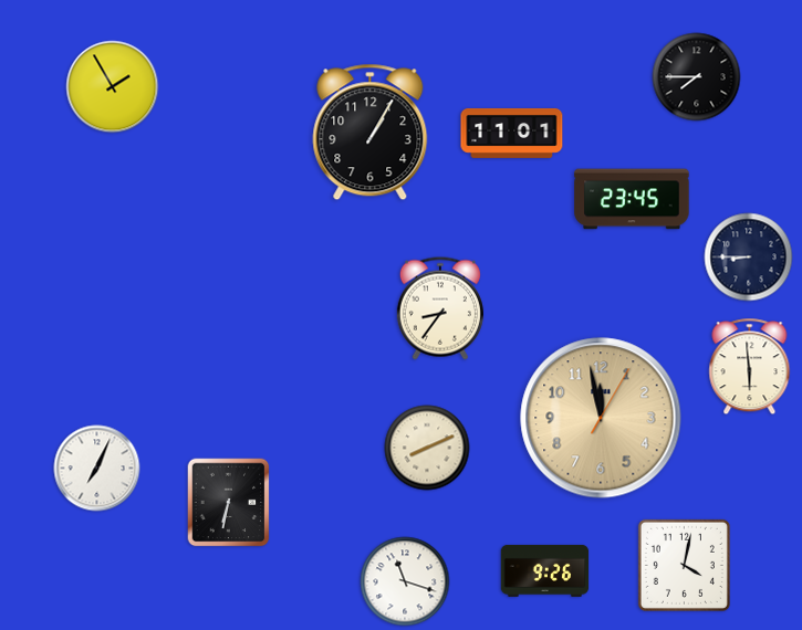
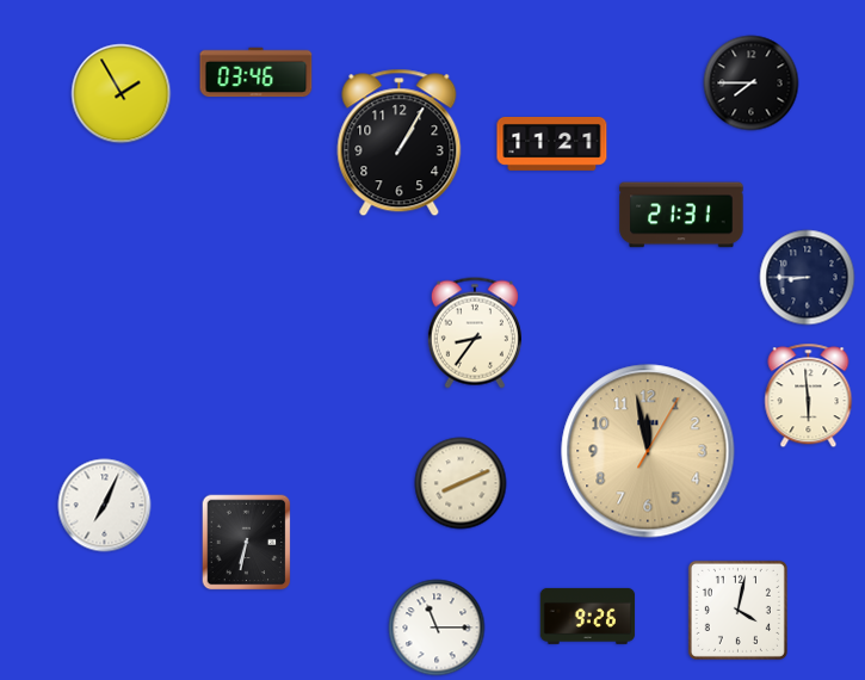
clock at (257, 73): none -> 03:46
clock at (512, 133): 11:01 -> 11:21
clock at (632, 199): 23:45 -> 21:31
clock at (405, 581): 11:18 -> 11:15
